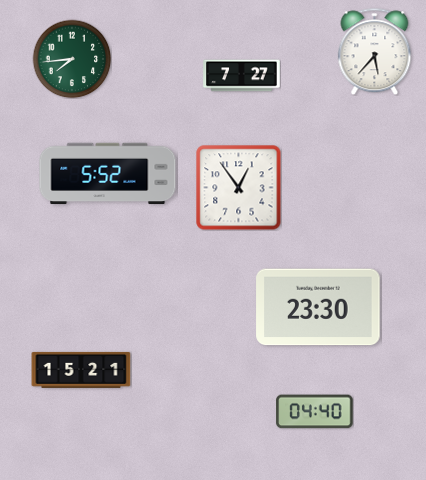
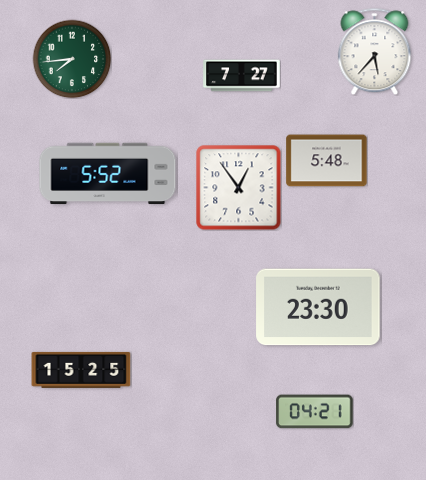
clock at (327, 161): none -> 5:48
clock at (81, 370): 15:21 -> 15:25
clock at (315, 412): 04:40 -> 04:21
